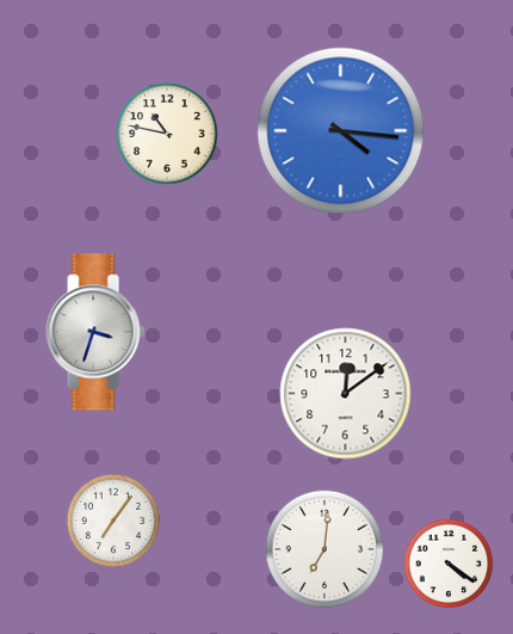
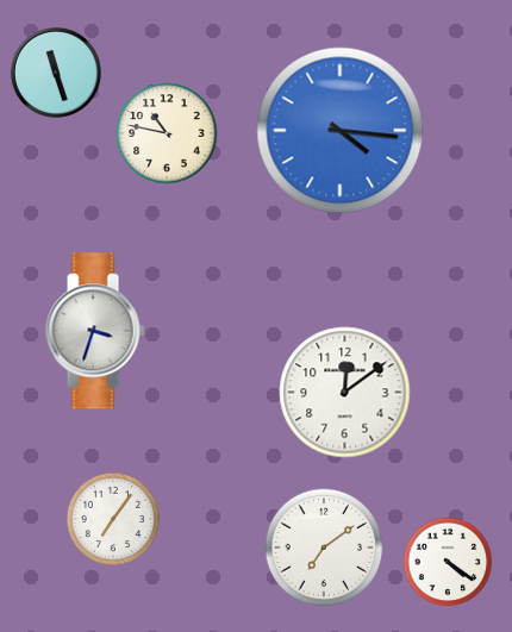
clock at (56, 73): none -> 11:27
clock at (325, 549): 7:01 -> 7:09
